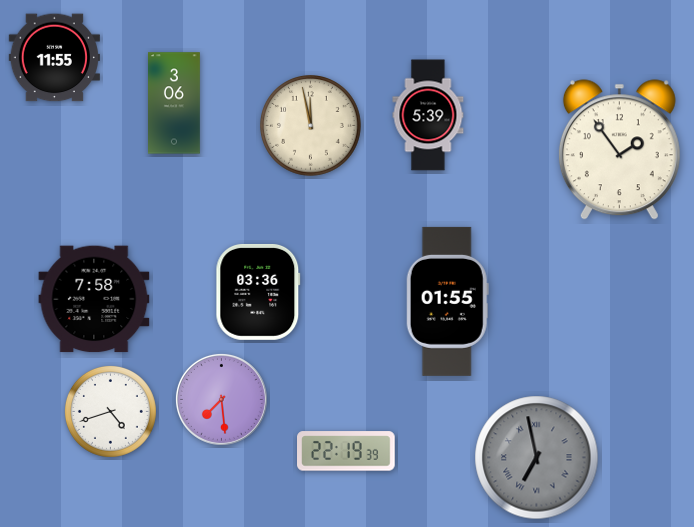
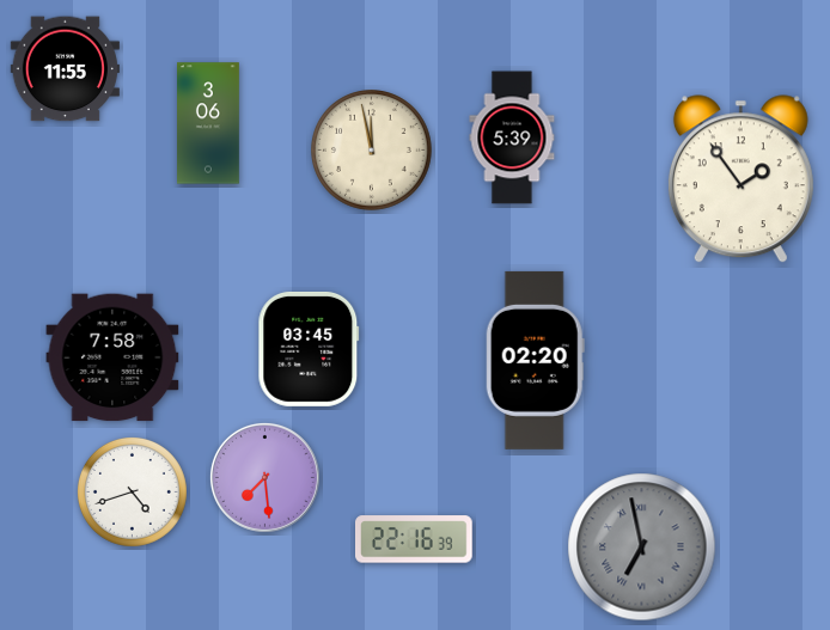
clock at (258, 292): 03:36 -> 03:45
clock at (447, 301): 01:55 -> 02:20
clock at (346, 451): 22:19 -> 22:16
